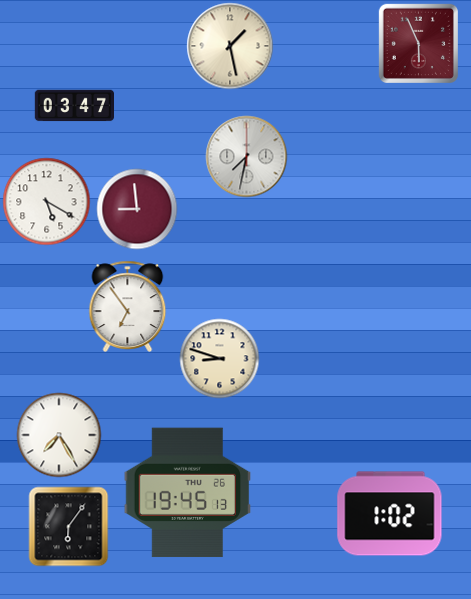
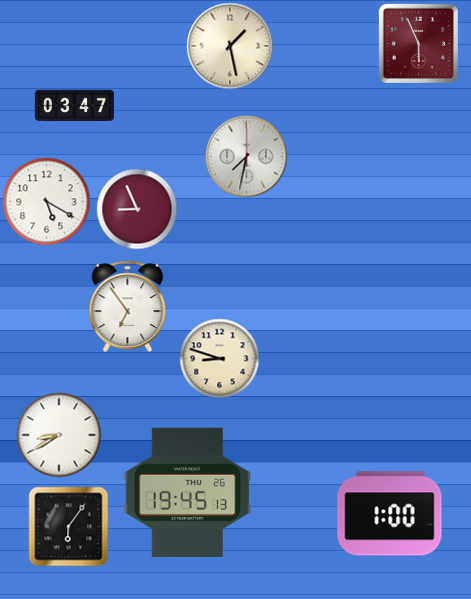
clock at (137, 209): 8:59 -> 8:56
clock at (59, 435): 7:25 -> 8:40
clock at (390, 514): 1:02 -> 1:00
